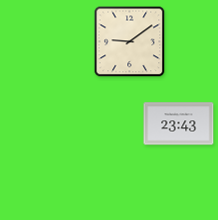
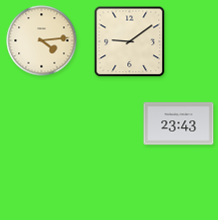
clock at (42, 41): none -> 4:14
